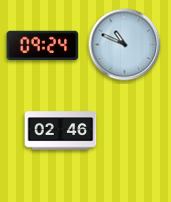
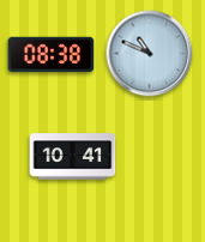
clock at (43, 46): 09:24 -> 08:38
clock at (61, 131): 02:46 -> 10:41
